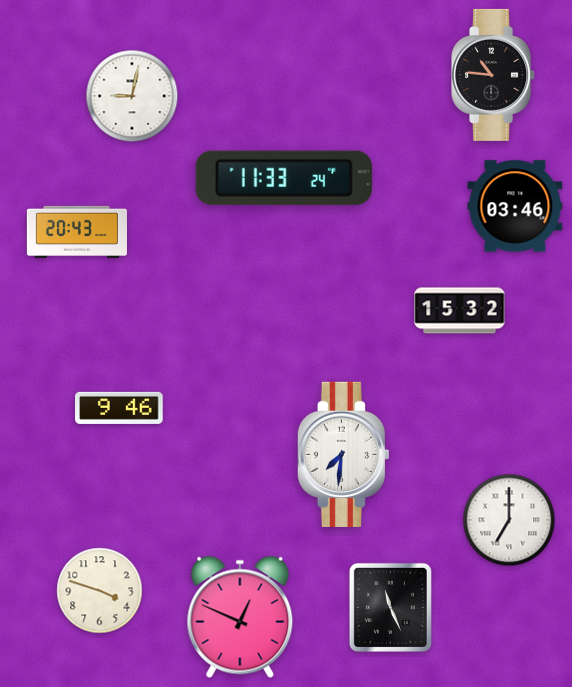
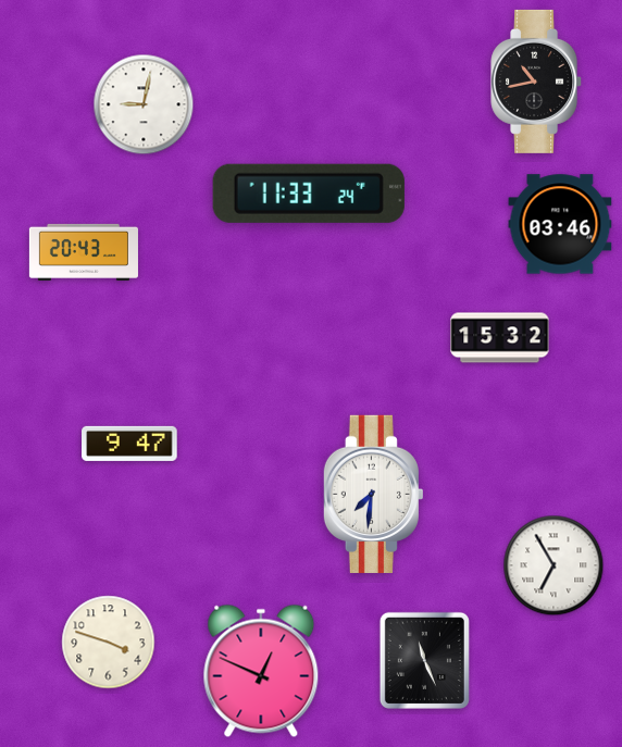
clock at (494, 75): 10:46 -> 10:43
clock at (119, 408): 9:46 -> 9:47
clock at (509, 520): 7:00 -> 6:55
